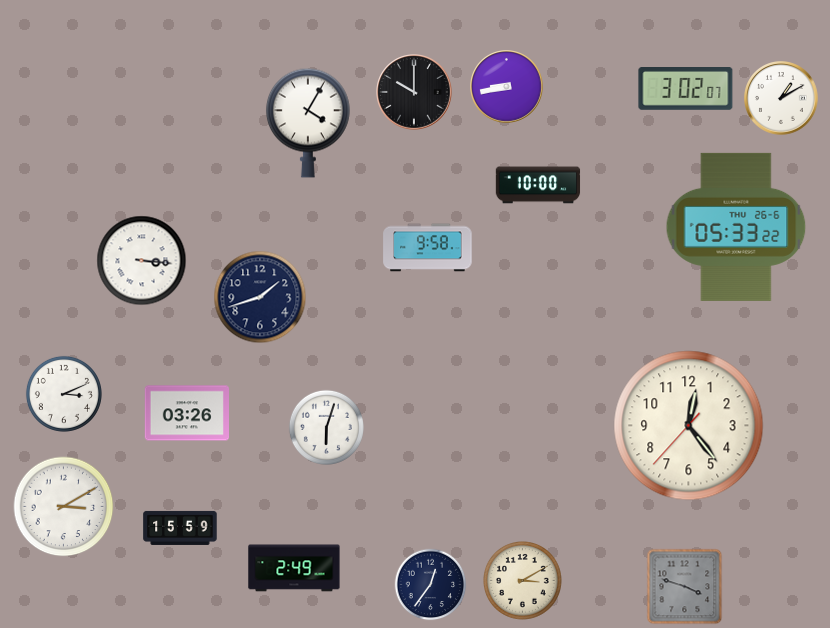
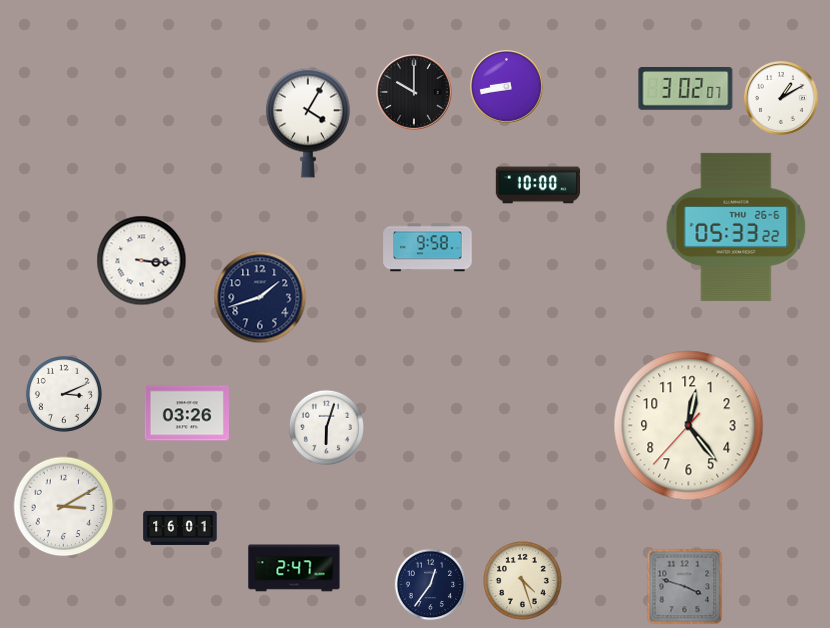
clock at (180, 528): 15:59 -> 16:01
clock at (294, 568): 2:49 -> 2:47
clock at (523, 581): 3:10 -> 4:27
